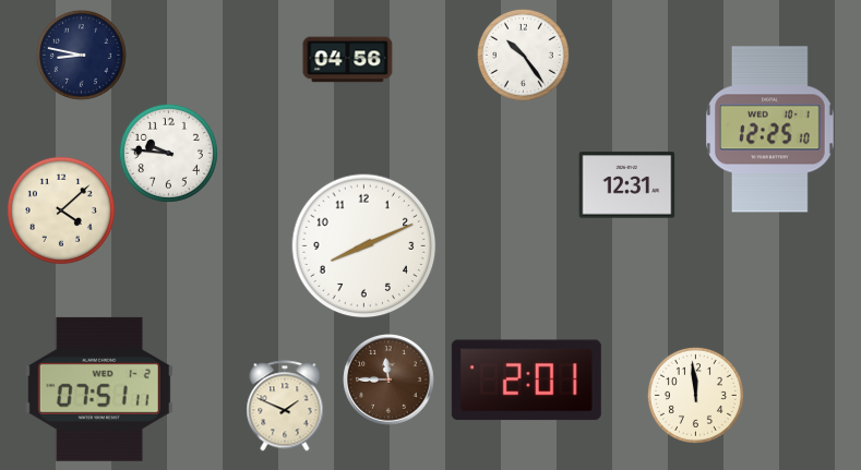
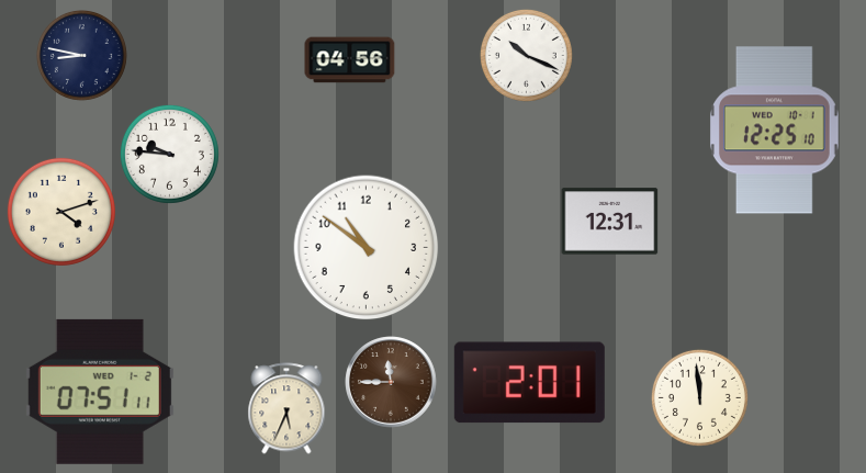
clock at (523, 55): 10:24 -> 10:19
clock at (627, 185) position: (627, 185) -> (610, 222)
clock at (61, 210): 4:08 -> 4:12
clock at (364, 246): 8:11 -> 10:51
clock at (285, 406): 1:49 -> 5:34
